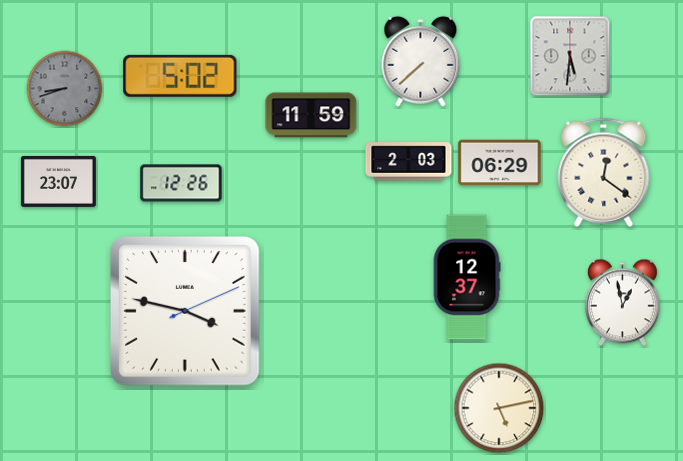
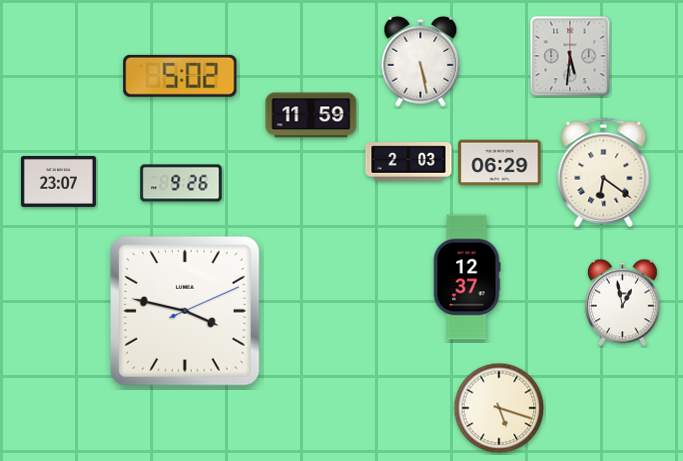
clock at (421, 61): 7:38 -> 5:28
clock at (65, 89): 8:42 -> none
clock at (604, 172): 12:21 -> 6:21
clock at (181, 183): 12:26 -> 9:26
clock at (499, 408): 5:13 -> 5:18
